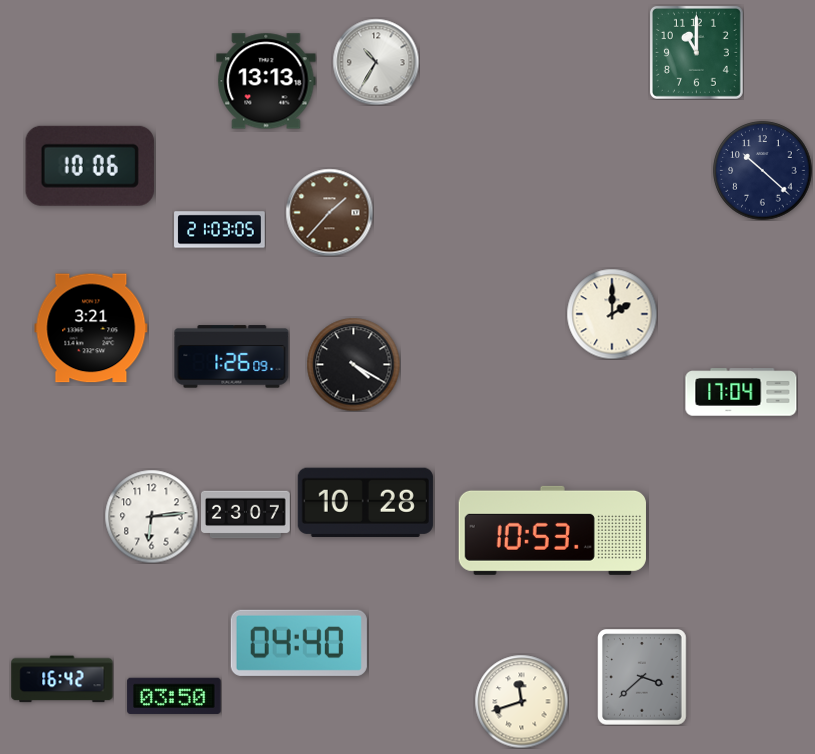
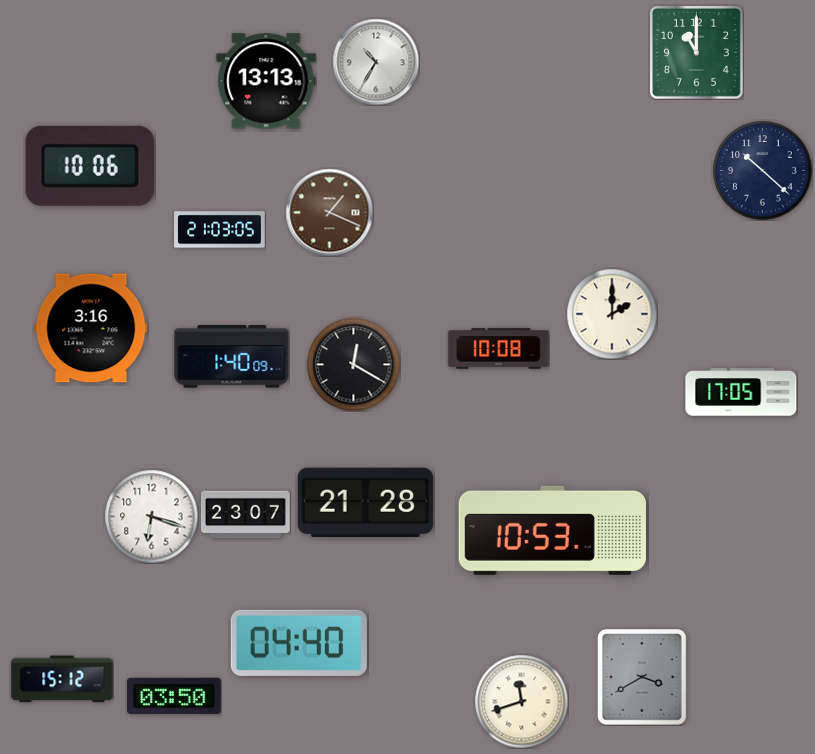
clock at (329, 212): 1:37 -> 1:19
clock at (91, 328): 3:21 -> 3:16
clock at (499, 349): none -> 10:08
clock at (232, 357): 1:26 -> 1:40
clock at (353, 364): 4:20 -> 12:20
clock at (741, 392): 17:04 -> 17:05
clock at (365, 502): 10:28 -> 21:28
clock at (151, 516): 6:14 -> 6:18
clock at (642, 677): 3:38 -> 3:40
clock at (62, 679): 16:42 -> 15:12
